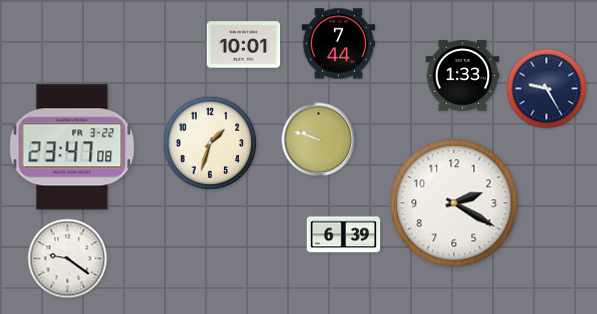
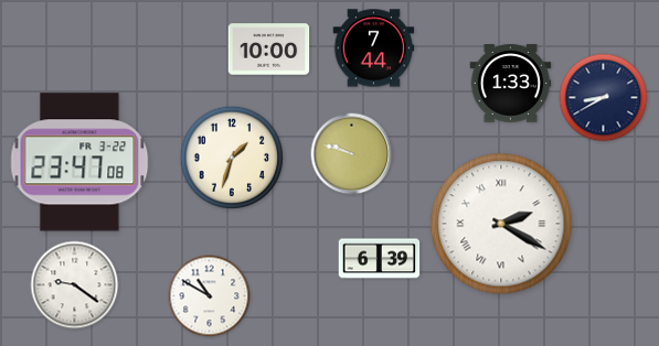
clock at (244, 45): 10:01 -> 10:00
clock at (547, 89): 9:25 -> 8:40
clock at (454, 203) numerals: Arabic -> Roman
clock at (210, 296): none -> 10:50
